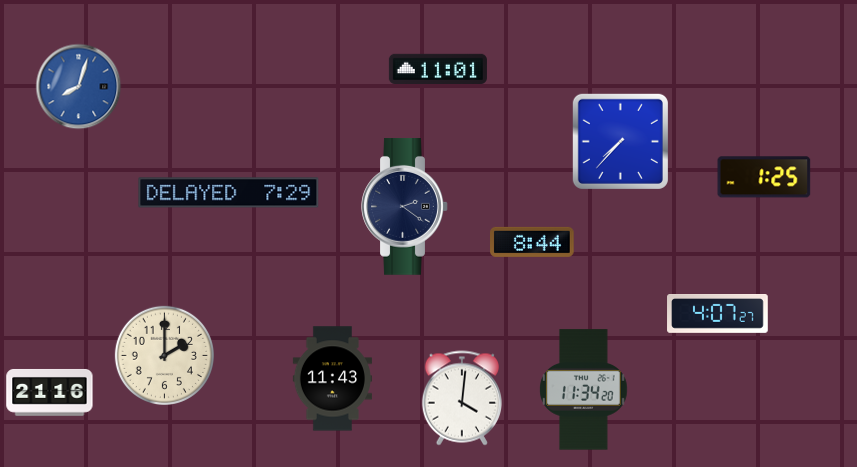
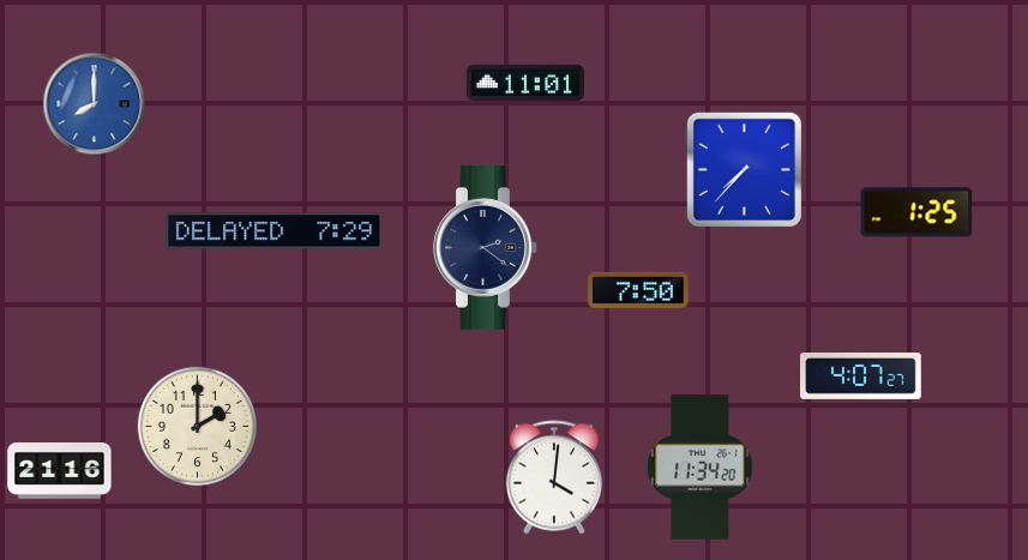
clock at (79, 87): 8:03 -> 8:00
clock at (532, 242): 8:44 -> 7:50
clock at (332, 379): 11:43 -> none
